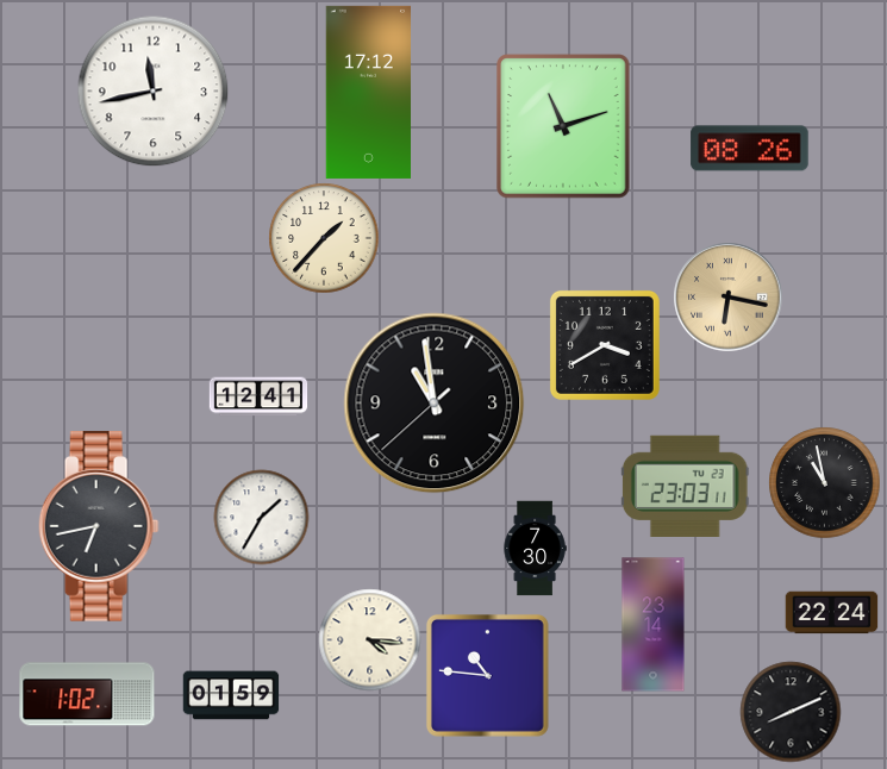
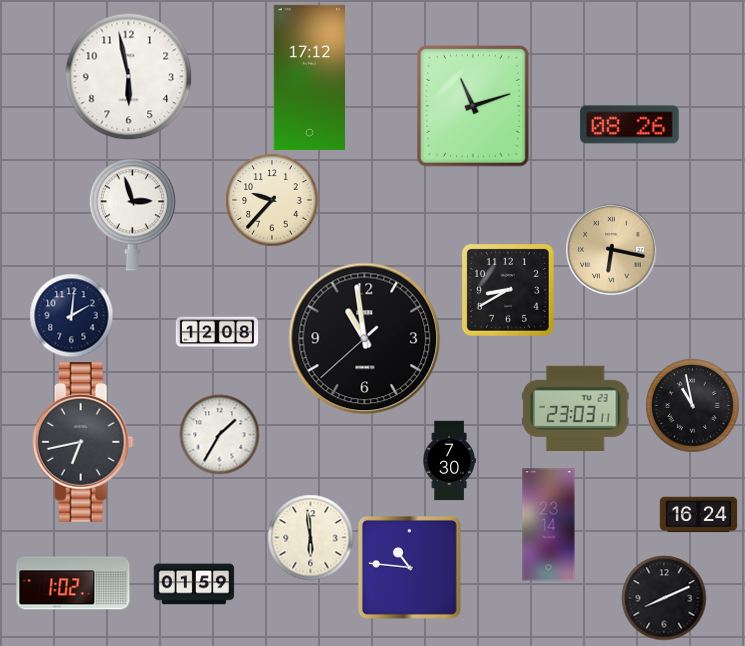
clock at (152, 90): 11:43 -> 5:58
clock at (324, 238): 1:37 -> 9:37
clock at (132, 214): none -> 2:57
clock at (605, 345): 3:40 -> 8:40
clock at (71, 315): none -> 2:01
clock at (258, 396): 12:41 -> 12:08
clock at (831, 613): 22:24 -> 16:24
clock at (369, 639): 4:16 -> 5:59
